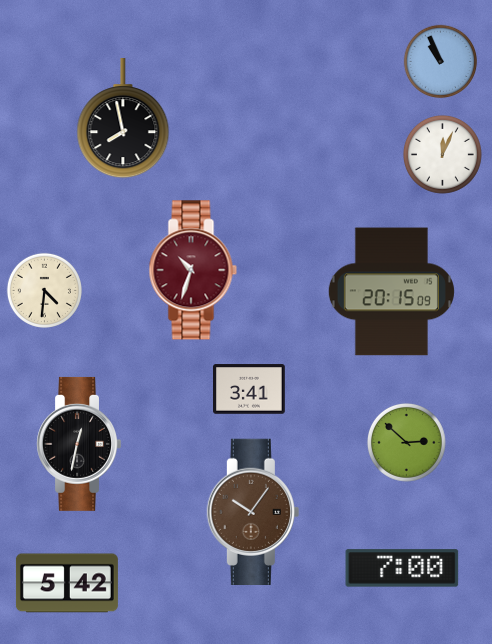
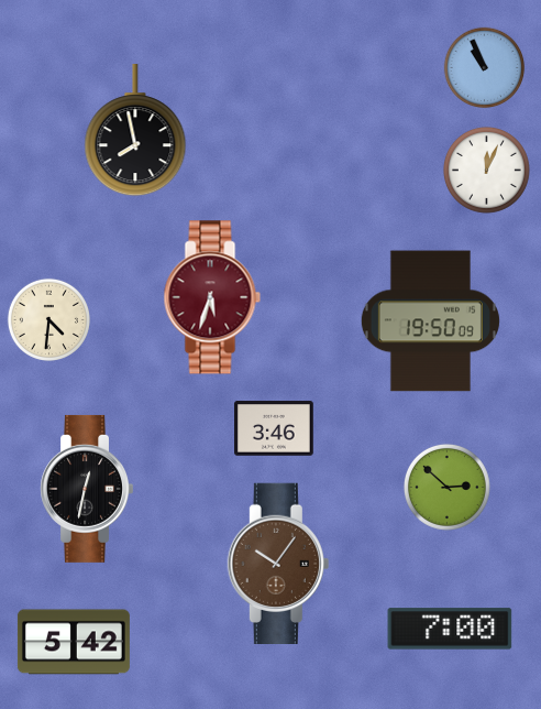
clock at (193, 270): 10:33 -> 5:33
clock at (391, 292): 20:15 -> 19:50
clock at (250, 389): 3:41 -> 3:46
clock at (402, 568) position: (402, 568) -> (450, 629)
